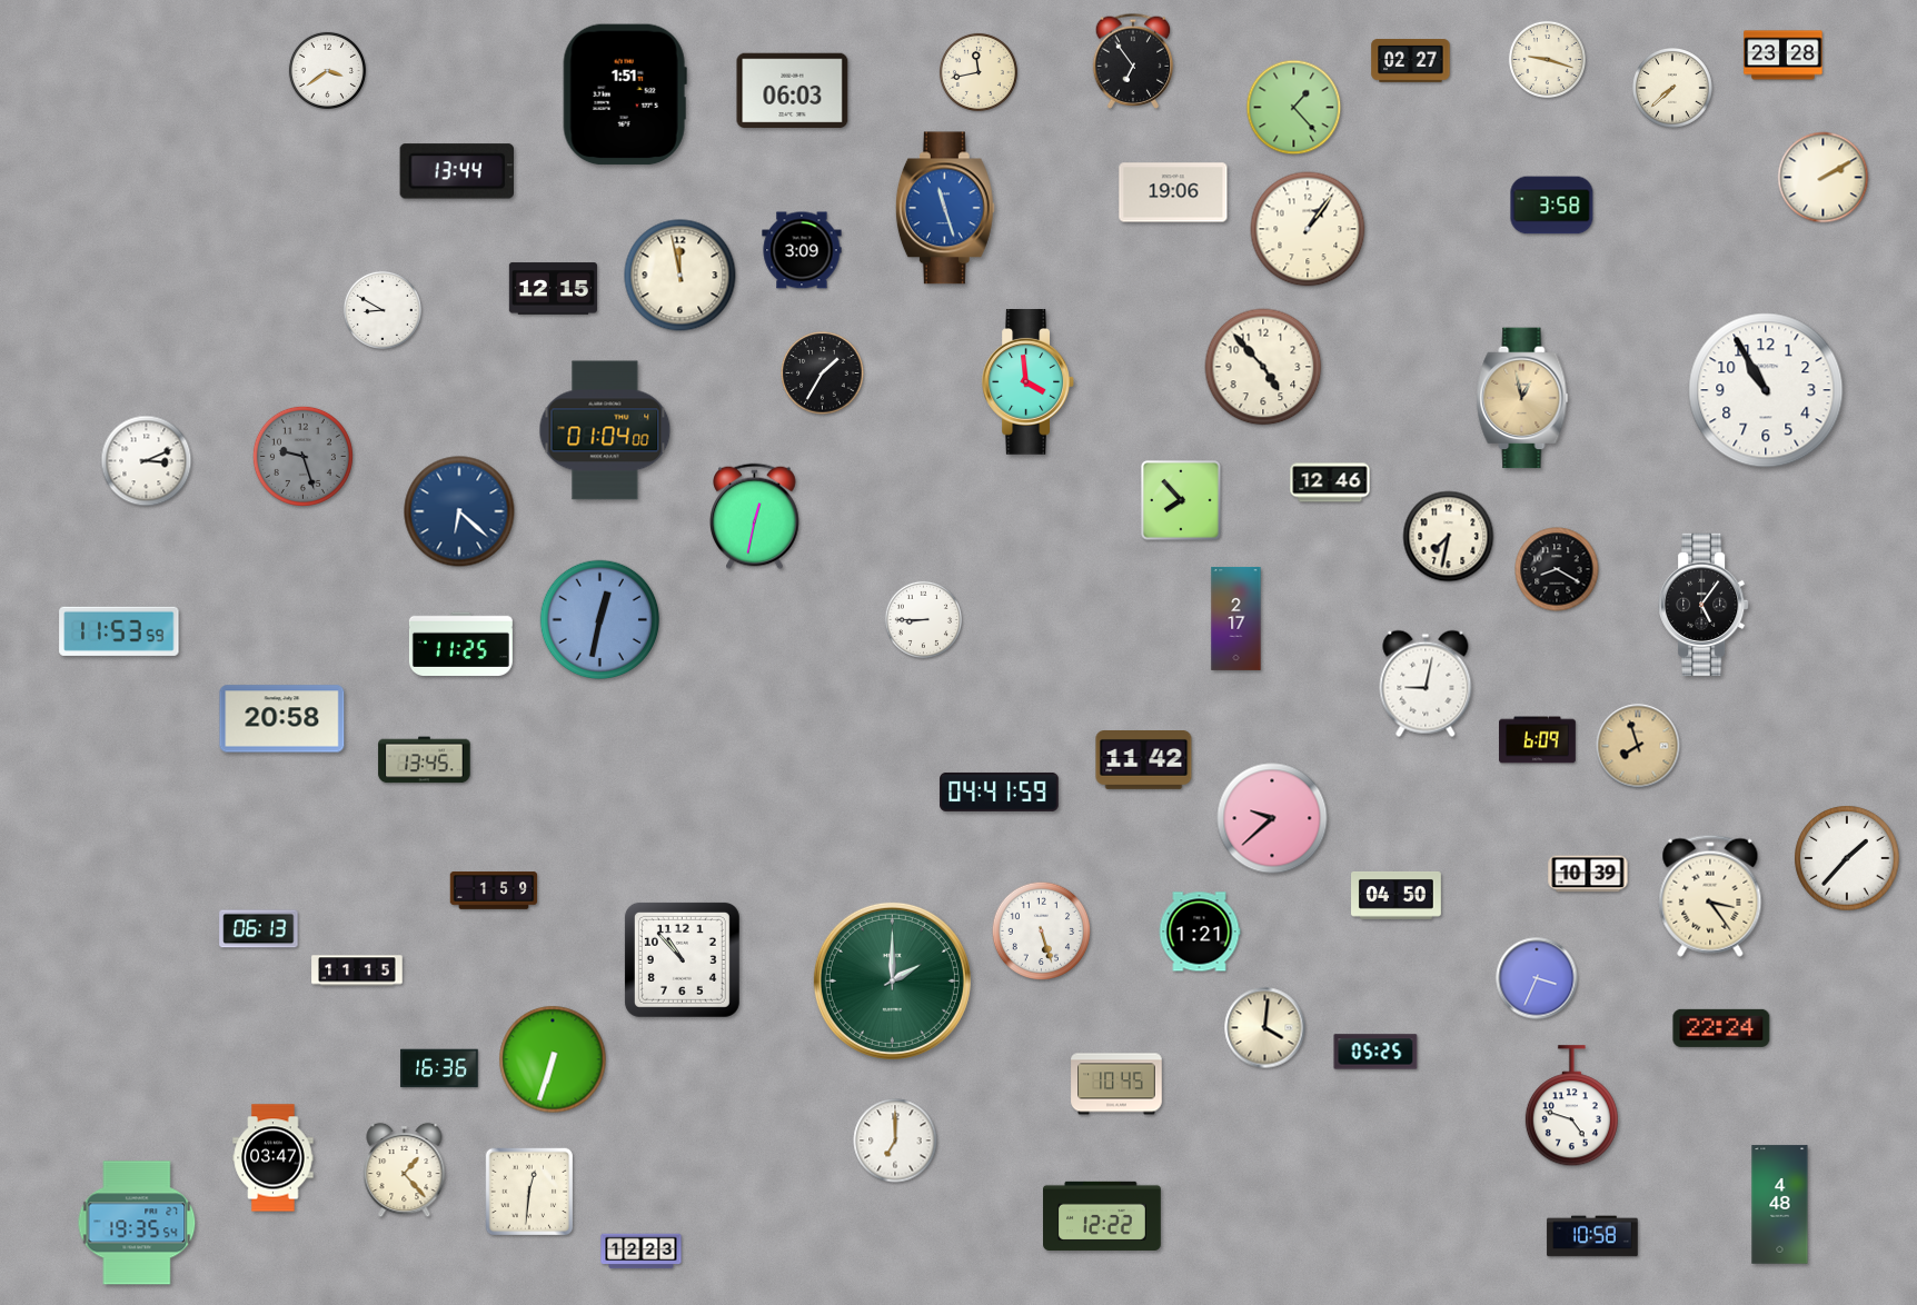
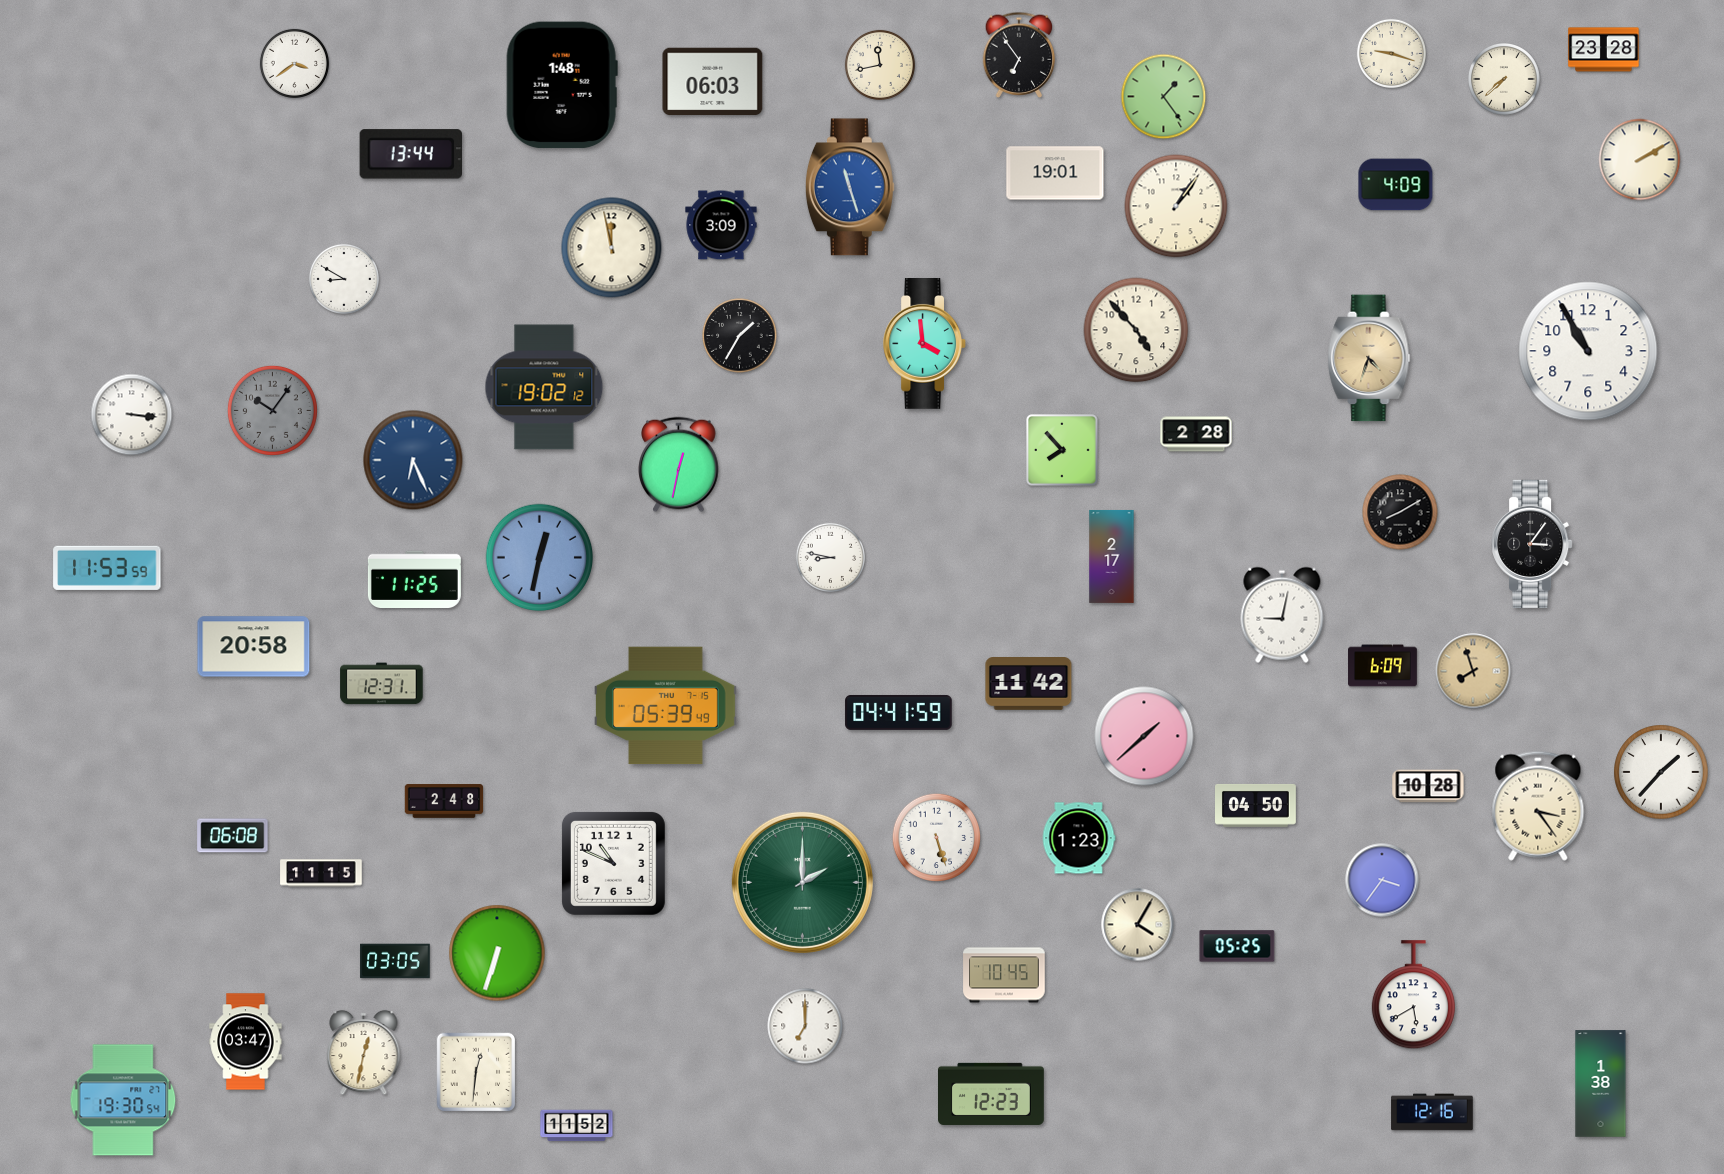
clock at (1411, 61): 02:27 -> none
clock at (625, 94): 1:51 -> 1:48
clock at (1294, 108): 1:23 -> 1:24
clock at (1173, 192): 19:06 -> 19:01
clock at (1552, 206): 3:58 -> 4:09
clock at (553, 289): 12:15 -> none
clock at (1522, 398): 12:58 -> 4:33
clock at (605, 430): 01:04 -> 19:02
clock at (302, 456): 9:27 -> 10:06
clock at (147, 461): 3:11 -> 3:16
clock at (1330, 482): 12:46 -> 2:28
clock at (459, 511): 6:22 -> 6:26
clock at (1449, 537): 7:32 -> none
clock at (1557, 569): 8:20 -> 8:10
clock at (1704, 605): 5:06 -> 3:06
clock at (923, 619): 8:45 -> 8:47
clock at (425, 760): 13:45 -> 12:31
clock at (666, 706): none -> 05:39
clock at (1272, 818): 9:38 -> 1:38
clock at (1588, 874): 10:39 -> 10:28
clock at (494, 890): 1:59 -> 2:48
clock at (259, 929): 06:13 -> 06:08
clock at (1200, 932): 1:21 -> 1:23
clock at (682, 959): 10:53 -> 10:49
clock at (1537, 978): 3:34 -> 3:36
clock at (1265, 1028): 4:01 -> 4:05
clock at (1721, 1028): 22:24 -> none
clock at (439, 1068): 16:36 -> 03:05
clock at (1571, 1106): 4:48 -> 5:40
clock at (405, 1170): 1:23 -> 12:32
clock at (1780, 1205): 4:48 -> 1:38
clock at (1103, 1216): 12:22 -> 12:23
clock at (137, 1223): 19:35 -> 19:30
clock at (1592, 1236): 10:58 -> 12:16
clock at (642, 1252): 12:23 -> 11:52
